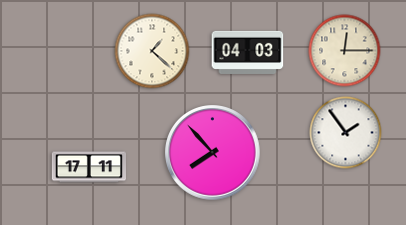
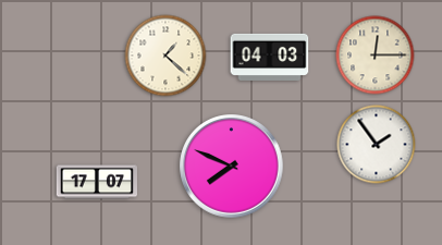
clock at (213, 153): 7:53 -> 7:49
clock at (88, 167): 17:11 -> 17:07
